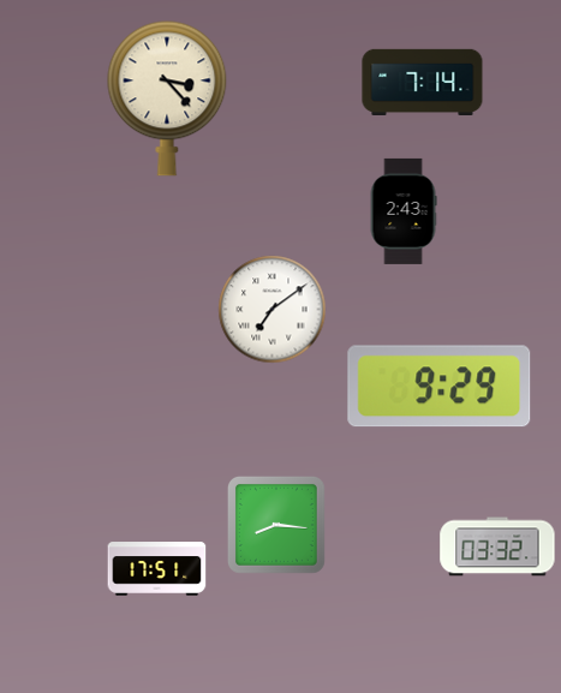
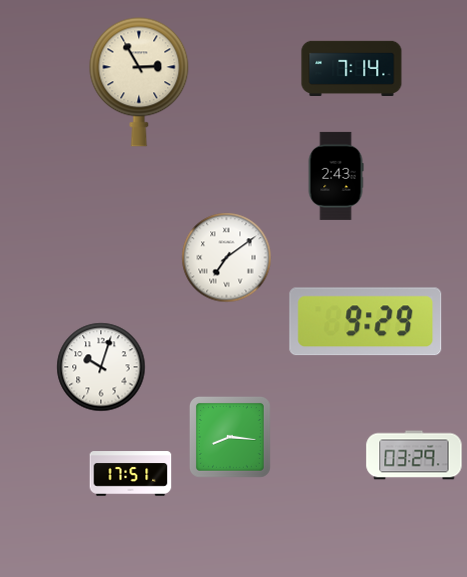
clock at (167, 98): 3:23 -> 2:55
clock at (101, 367): none -> 10:03
clock at (497, 546): 03:32 -> 03:29
